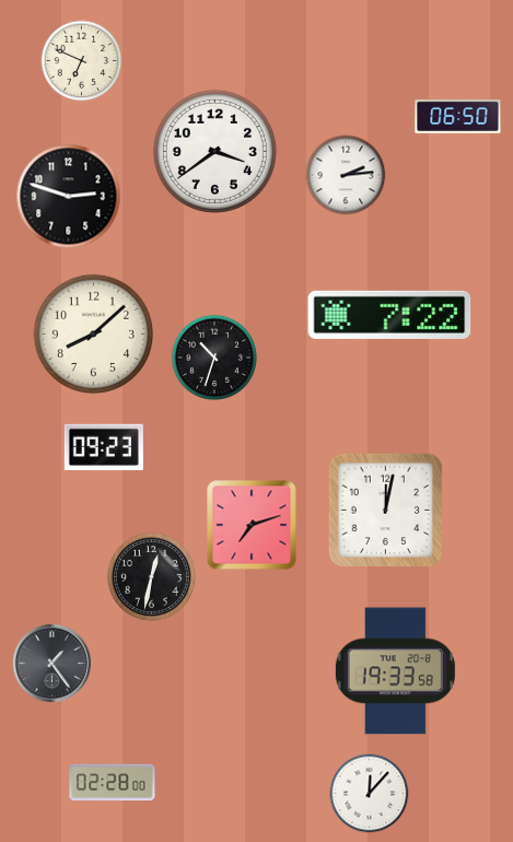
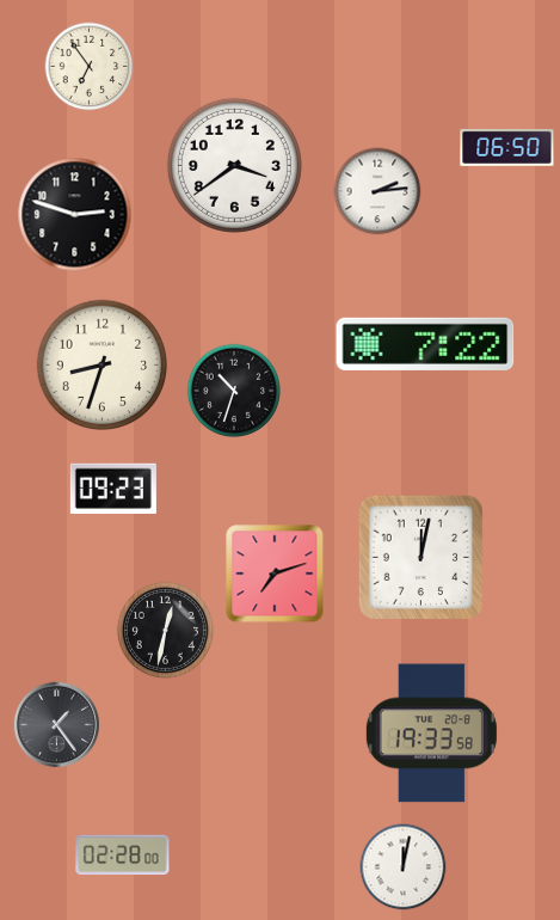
clock at (82, 61): 6:49 -> 6:54
clock at (458, 116) position: (458, 116) -> (507, 147)
clock at (93, 334): 8:08 -> 8:33
clock at (370, 794): 12:07 -> 12:02
